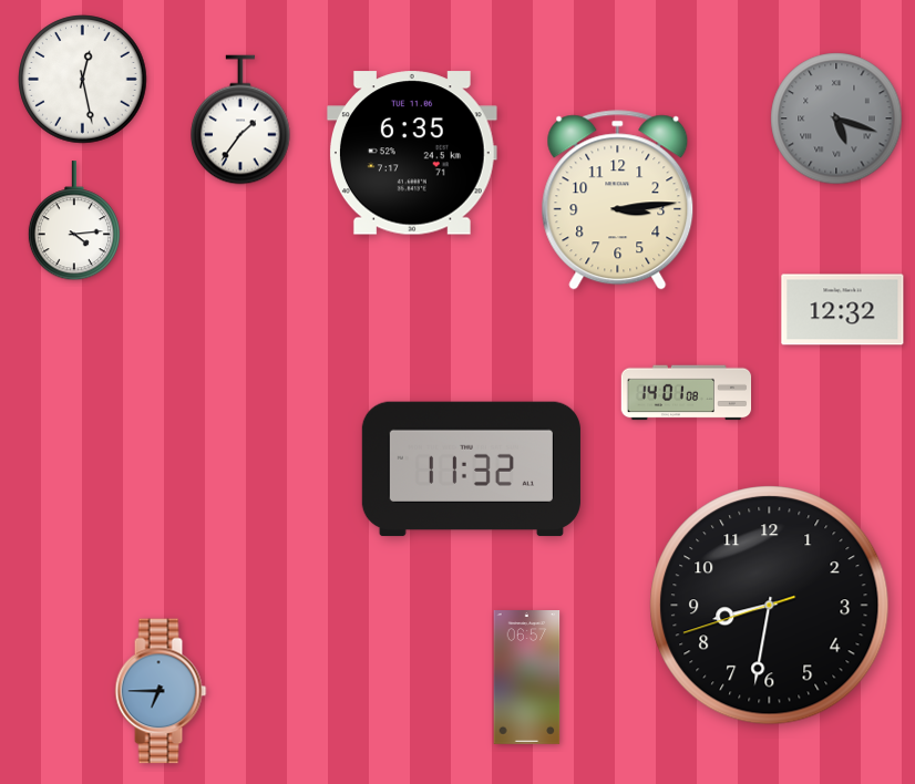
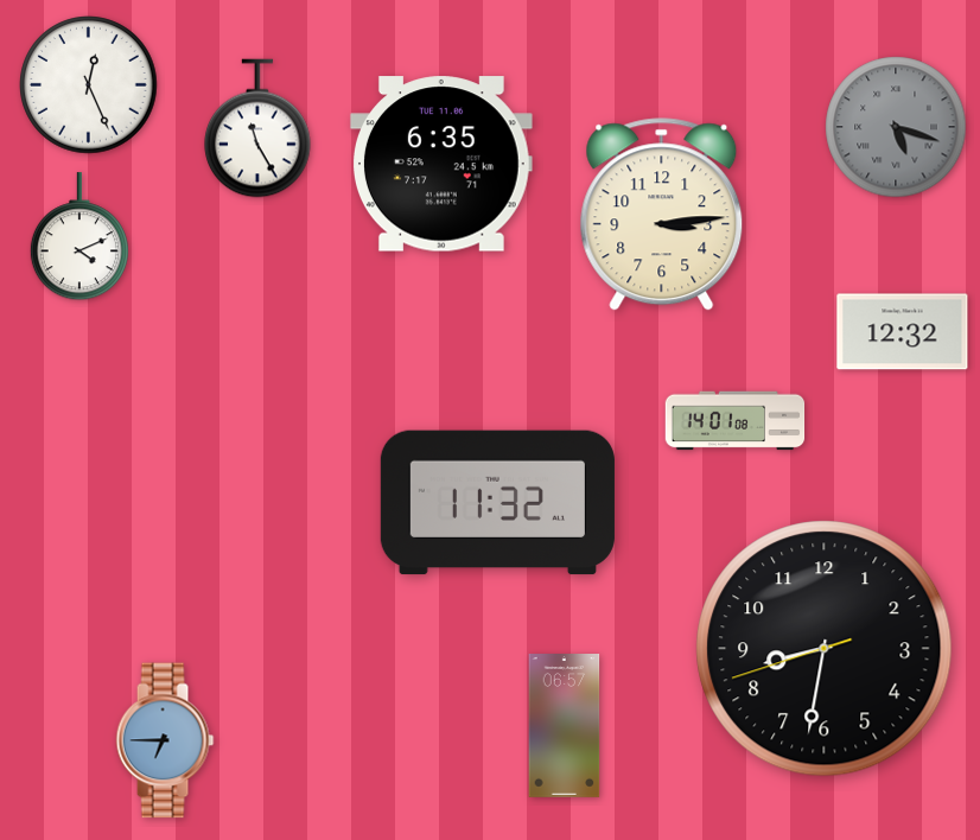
clock at (83, 80): 12:28 -> 12:26
clock at (240, 120): 1:36 -> 11:25
clock at (74, 221): 4:14 -> 4:11
clock at (471, 470) position: (471, 470) -> (497, 503)
clock at (161, 691) position: (161, 691) -> (165, 740)
